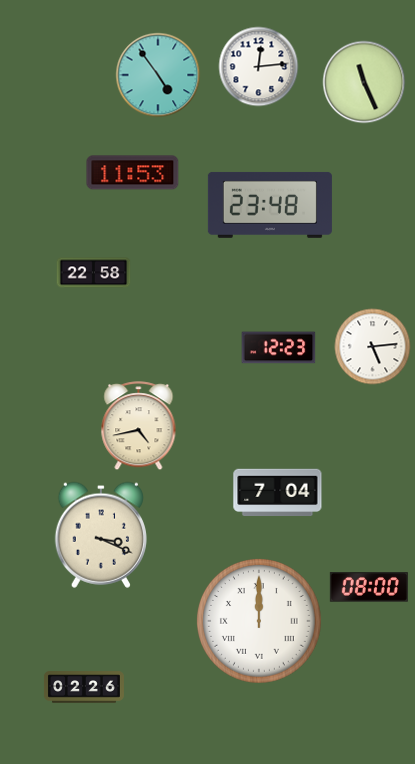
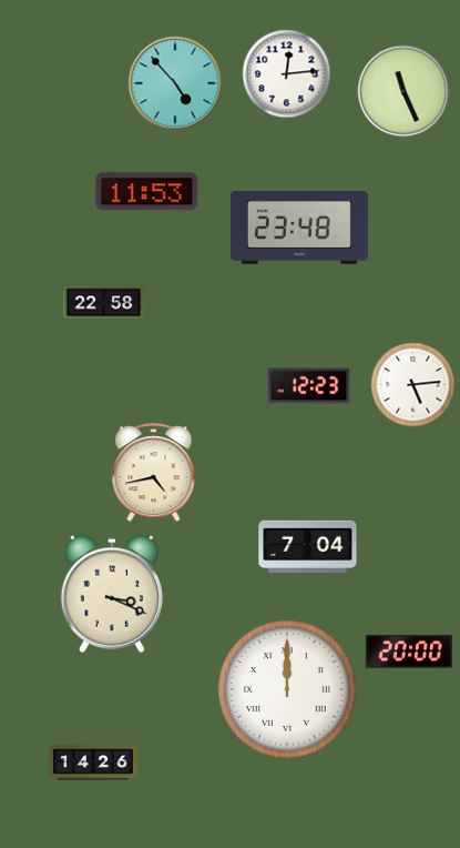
clock at (158, 75): 4:54 -> 4:53
clock at (369, 587): 08:00 -> 20:00
clock at (84, 687): 02:26 -> 14:26
